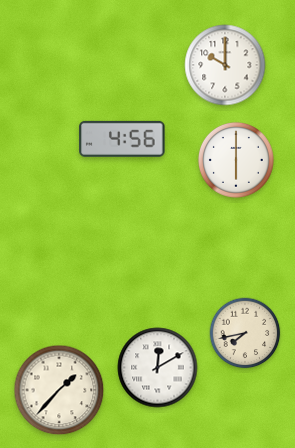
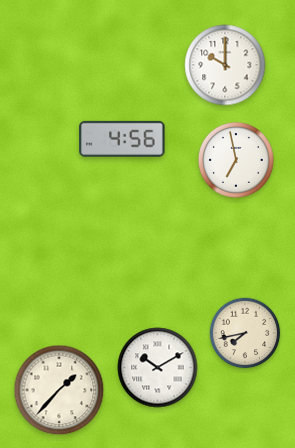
clock at (236, 160): 6:00 -> 6:58
clock at (158, 368): 12:10 -> 10:10
